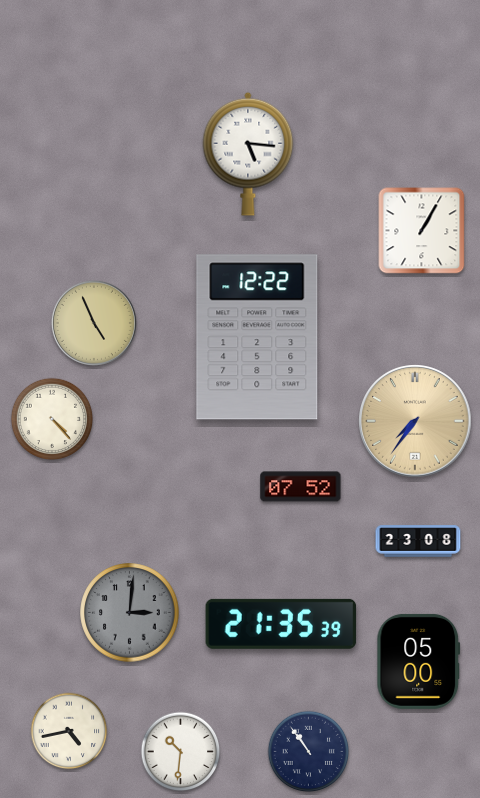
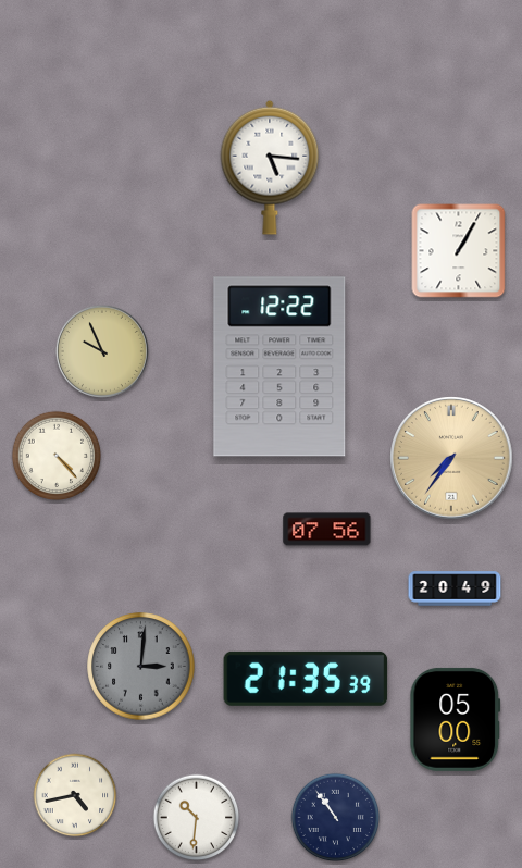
clock at (94, 323): 4:56 -> 9:56
clock at (301, 487): 07:52 -> 07:56
clock at (418, 541): 23:08 -> 20:49
